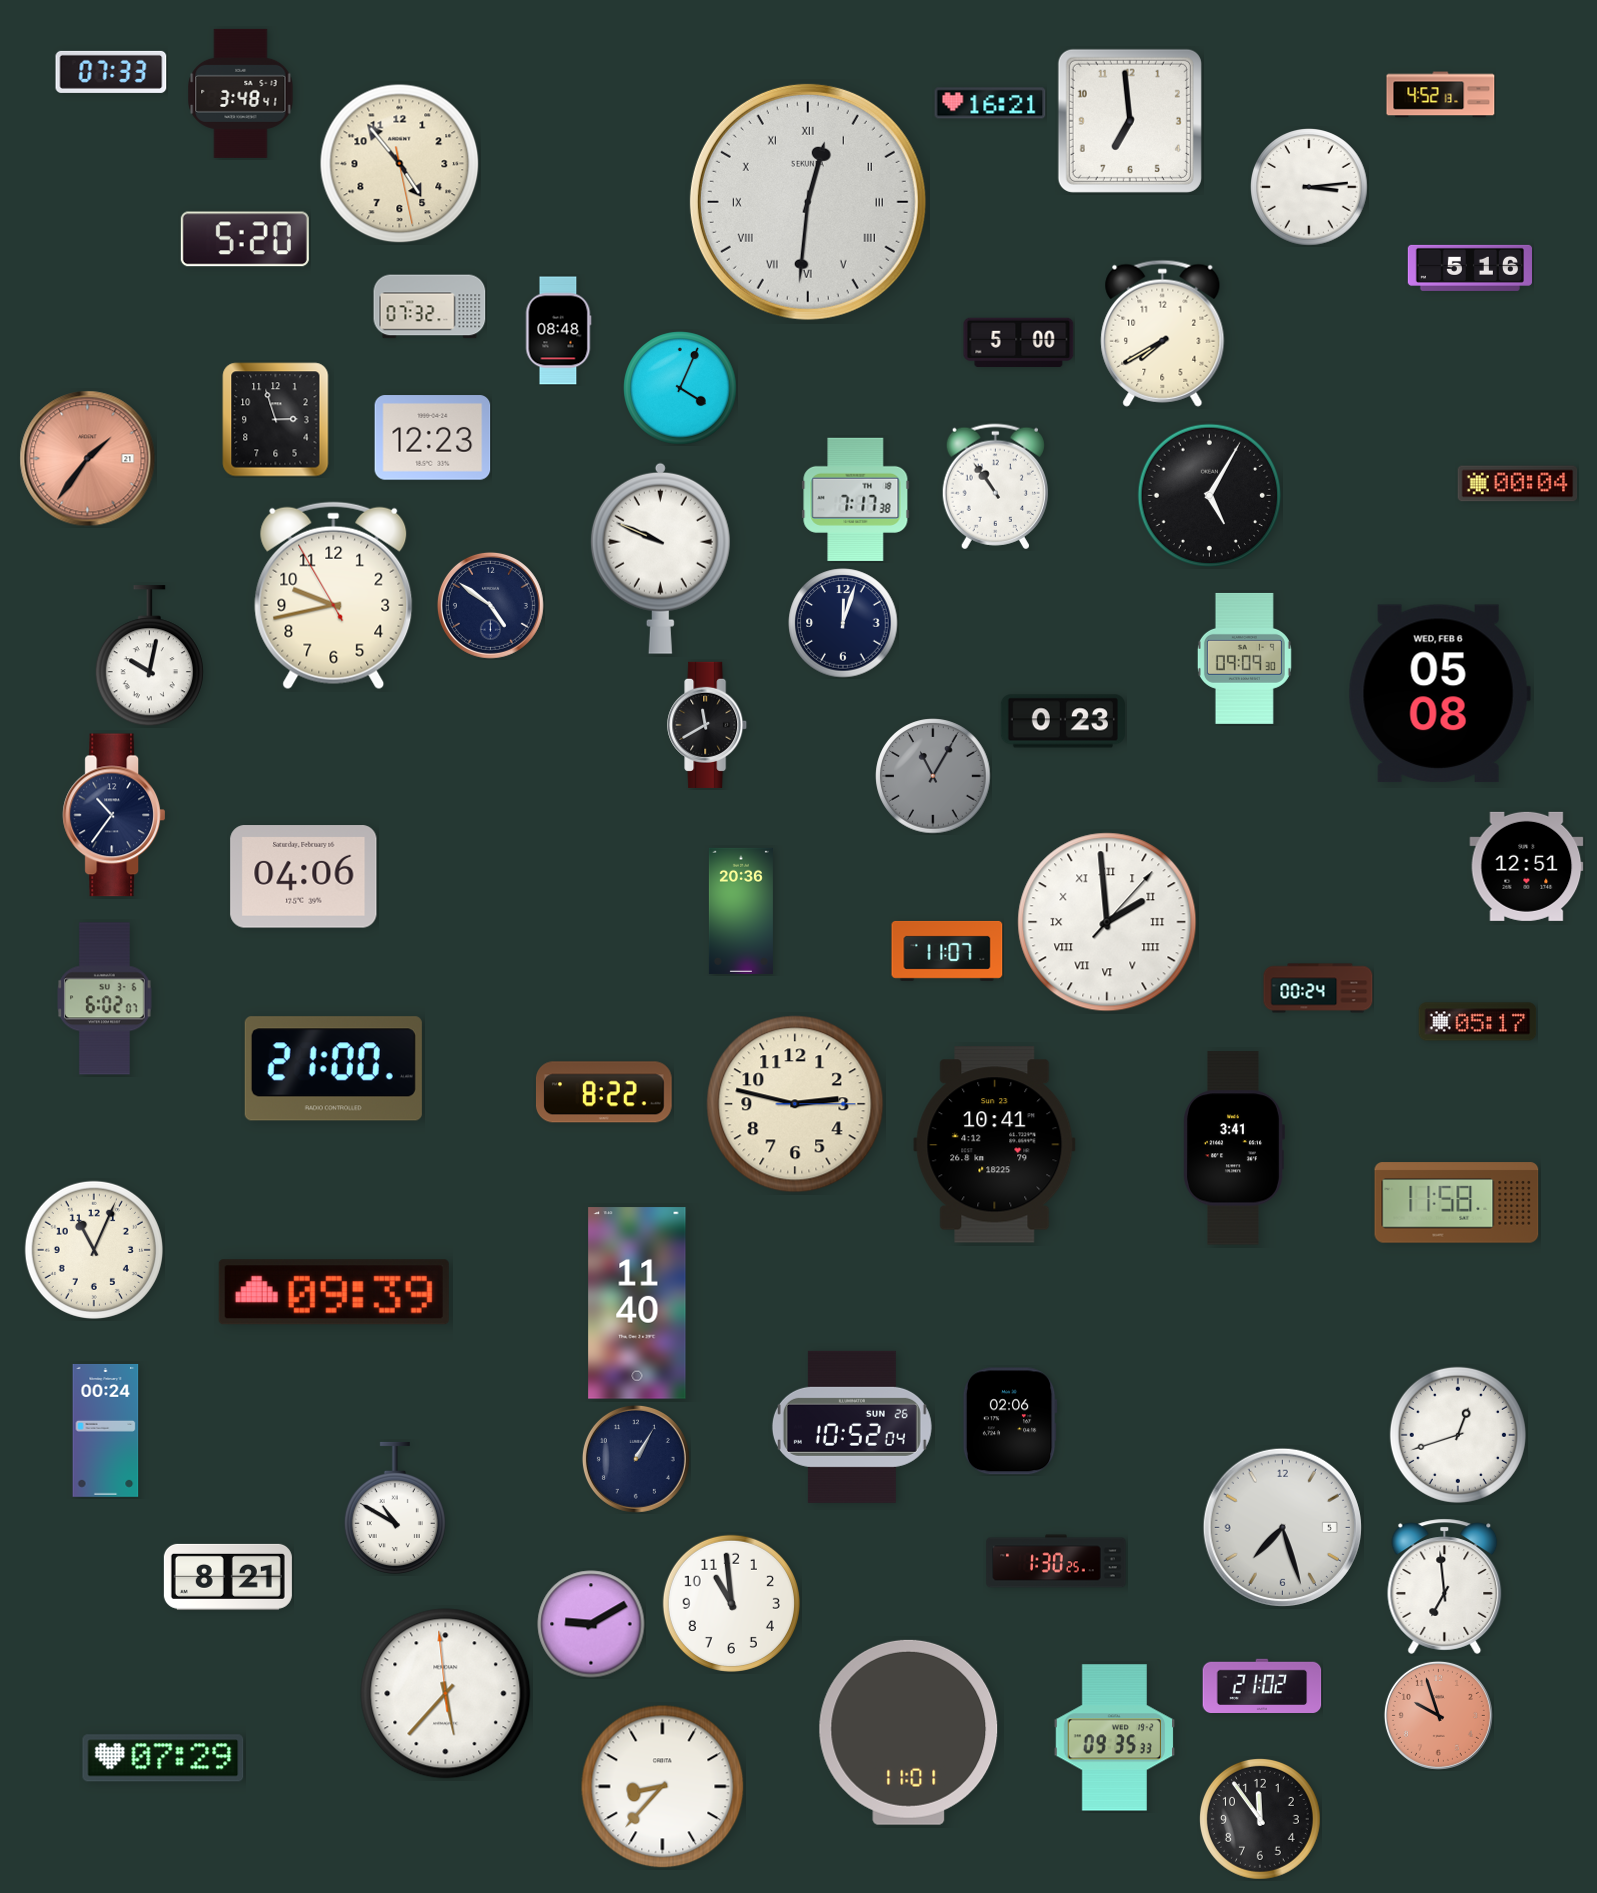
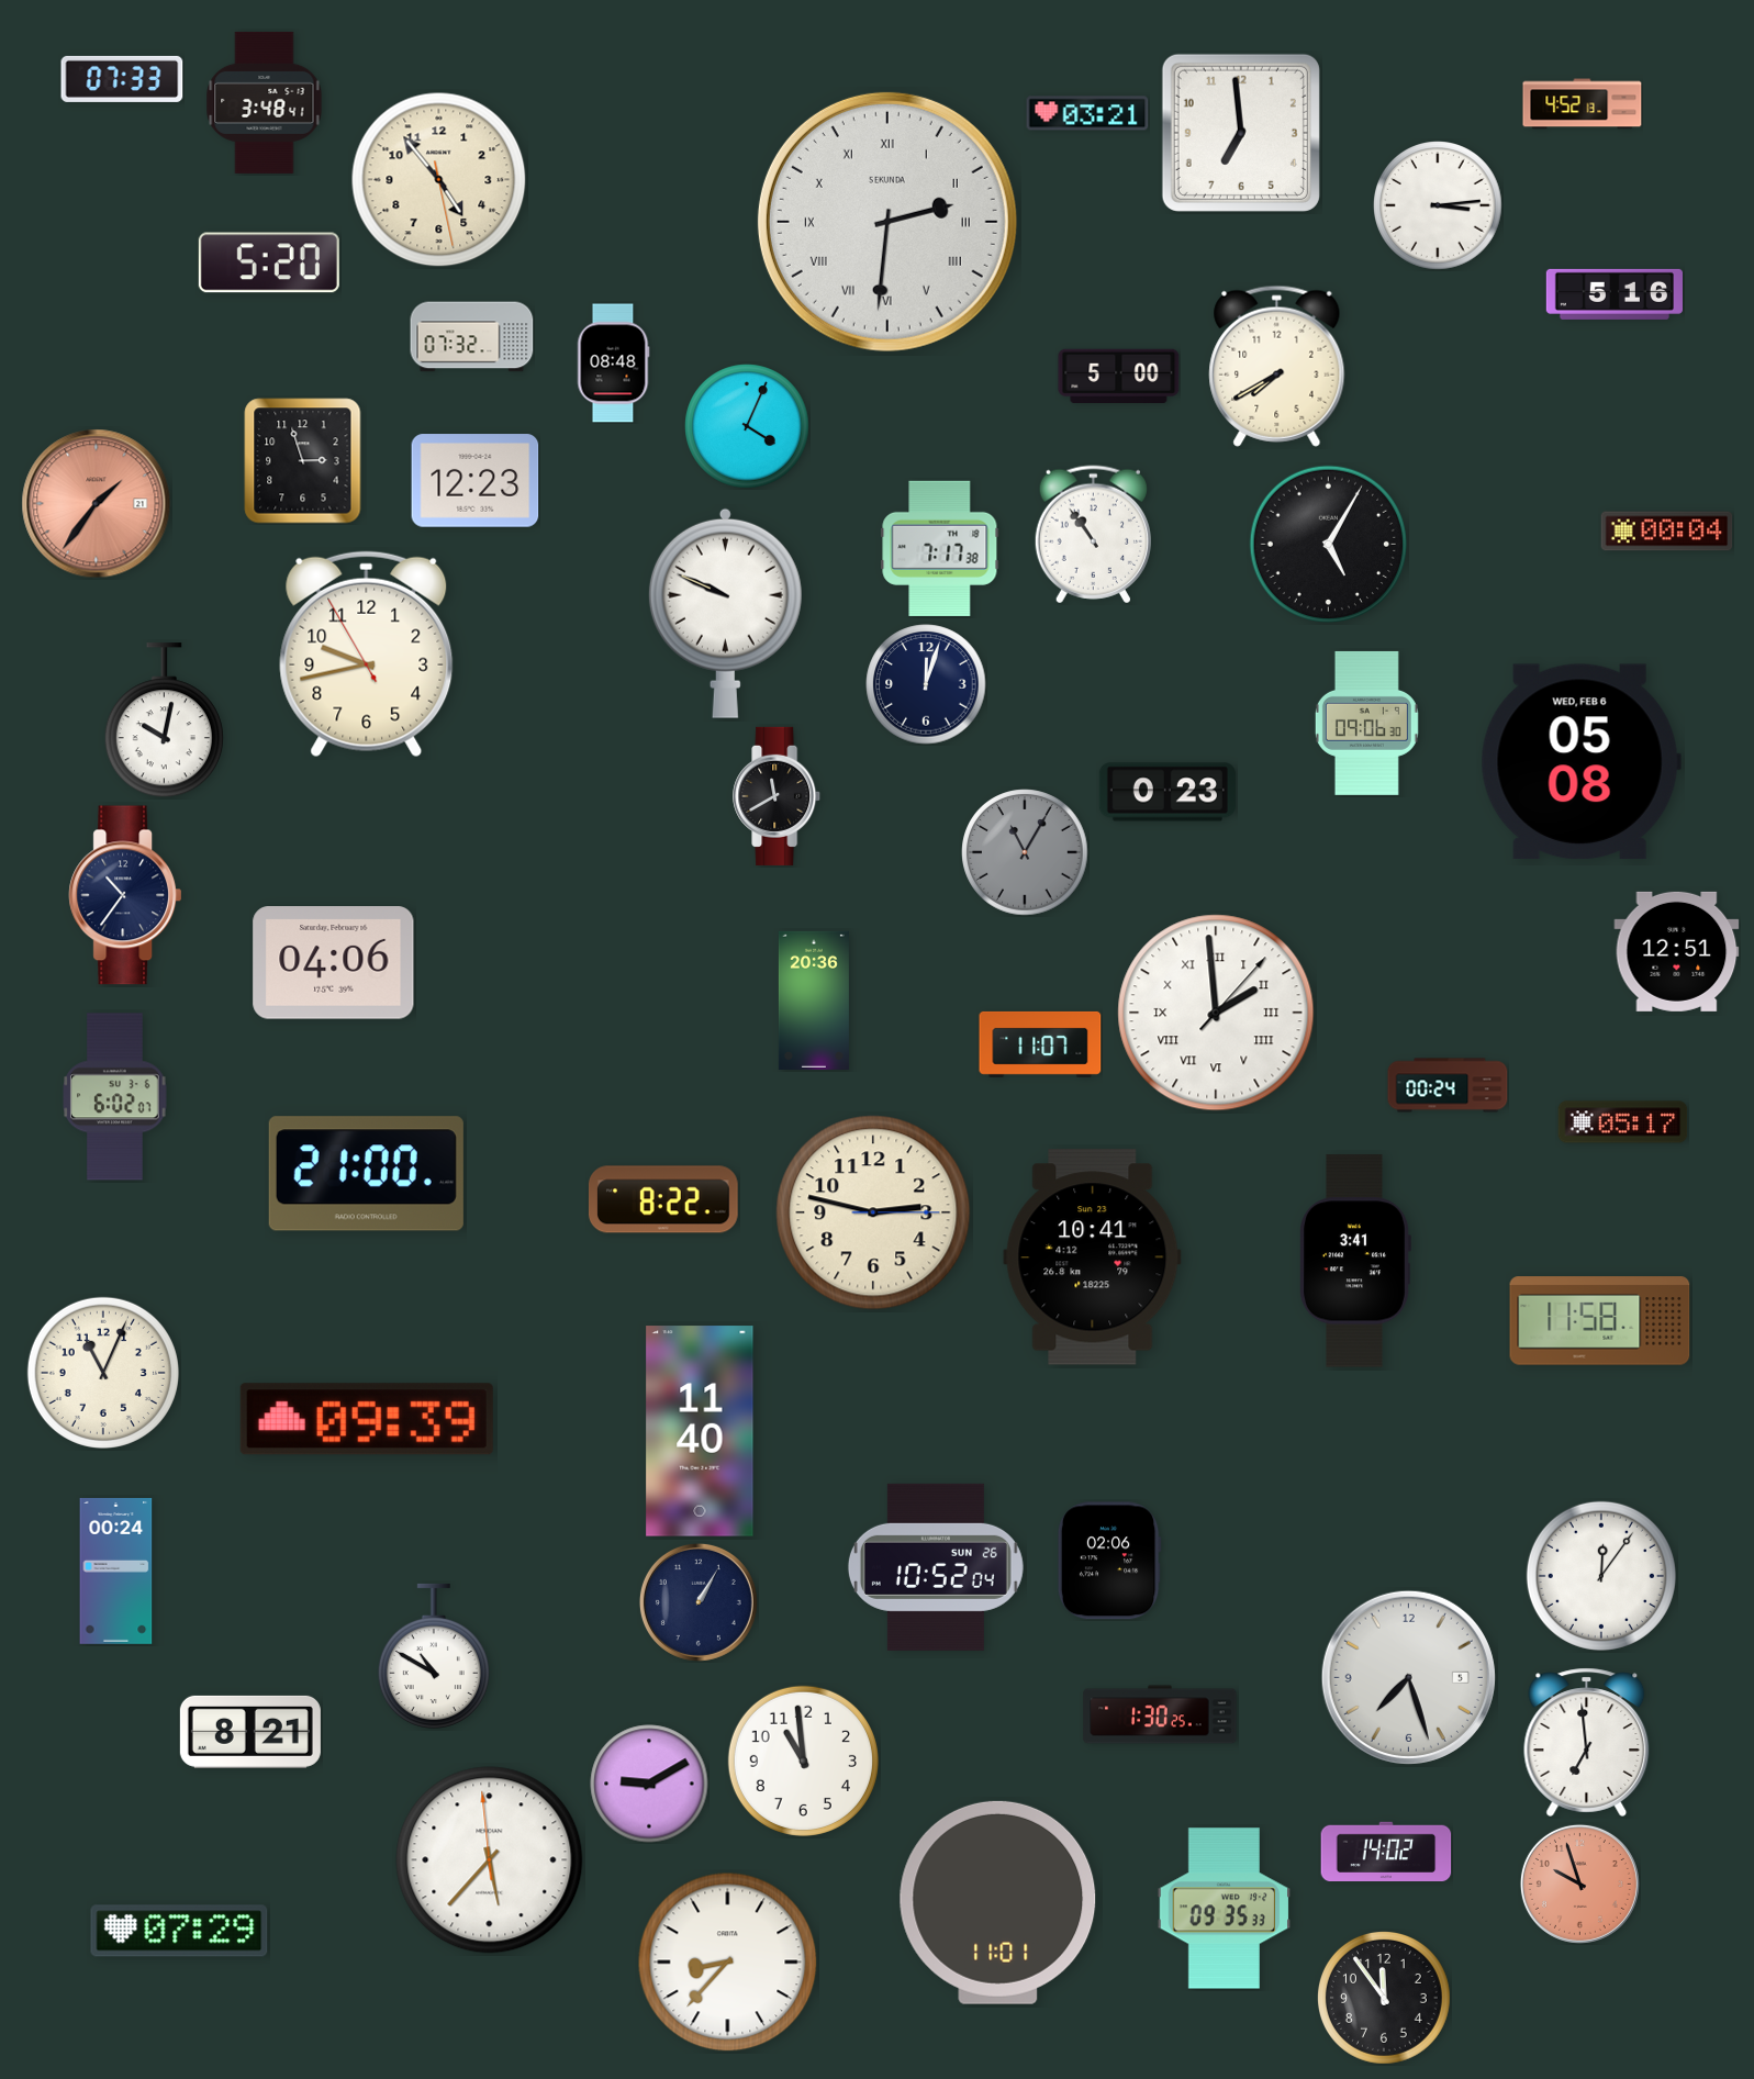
clock at (990, 103): 16:21 -> 03:21
clock at (808, 202): 12:31 -> 2:31
clock at (490, 605): 4:51 -> none
clock at (1244, 658): 09:09 -> 09:06
clock at (1458, 1435): 12:42 -> 12:06
clock at (1262, 1685): 21:02 -> 14:02
